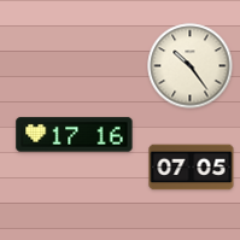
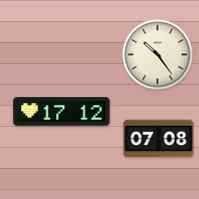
clock at (75, 135): 17:16 -> 17:12
clock at (192, 168): 07:05 -> 07:08
